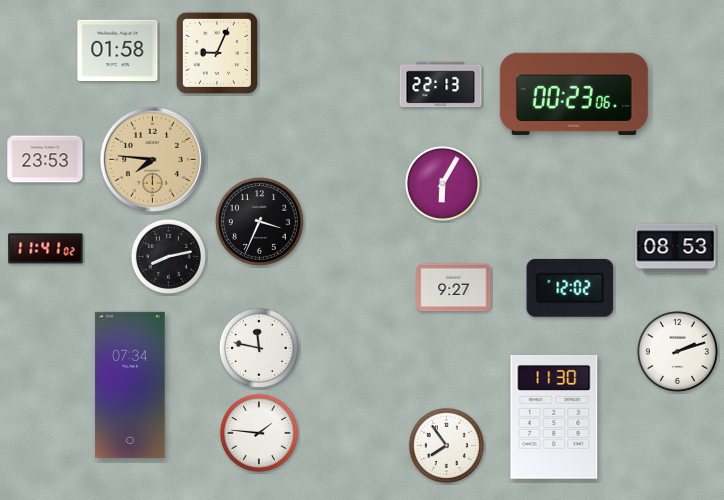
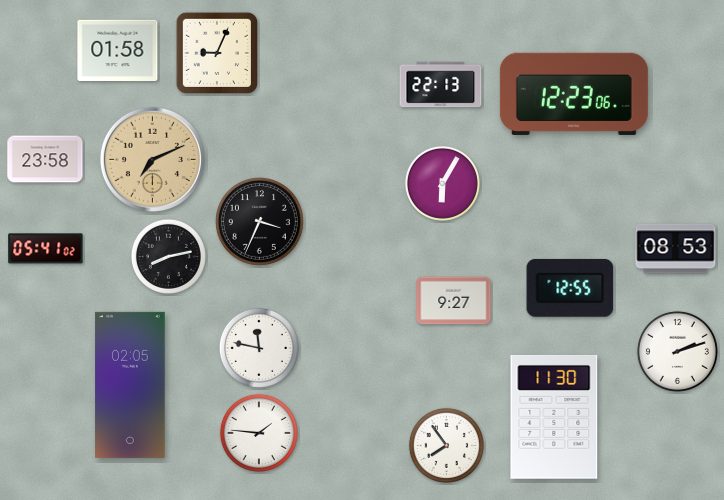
clock at (574, 94): 00:23 -> 12:23
clock at (45, 159): 23:53 -> 23:58
clock at (152, 159): 7:46 -> 7:11
clock at (46, 249): 11:41 -> 05:41
clock at (454, 288) position: (454, 288) -> (454, 301)
clock at (570, 288): 12:02 -> 12:55
clock at (130, 385): 07:34 -> 02:05
